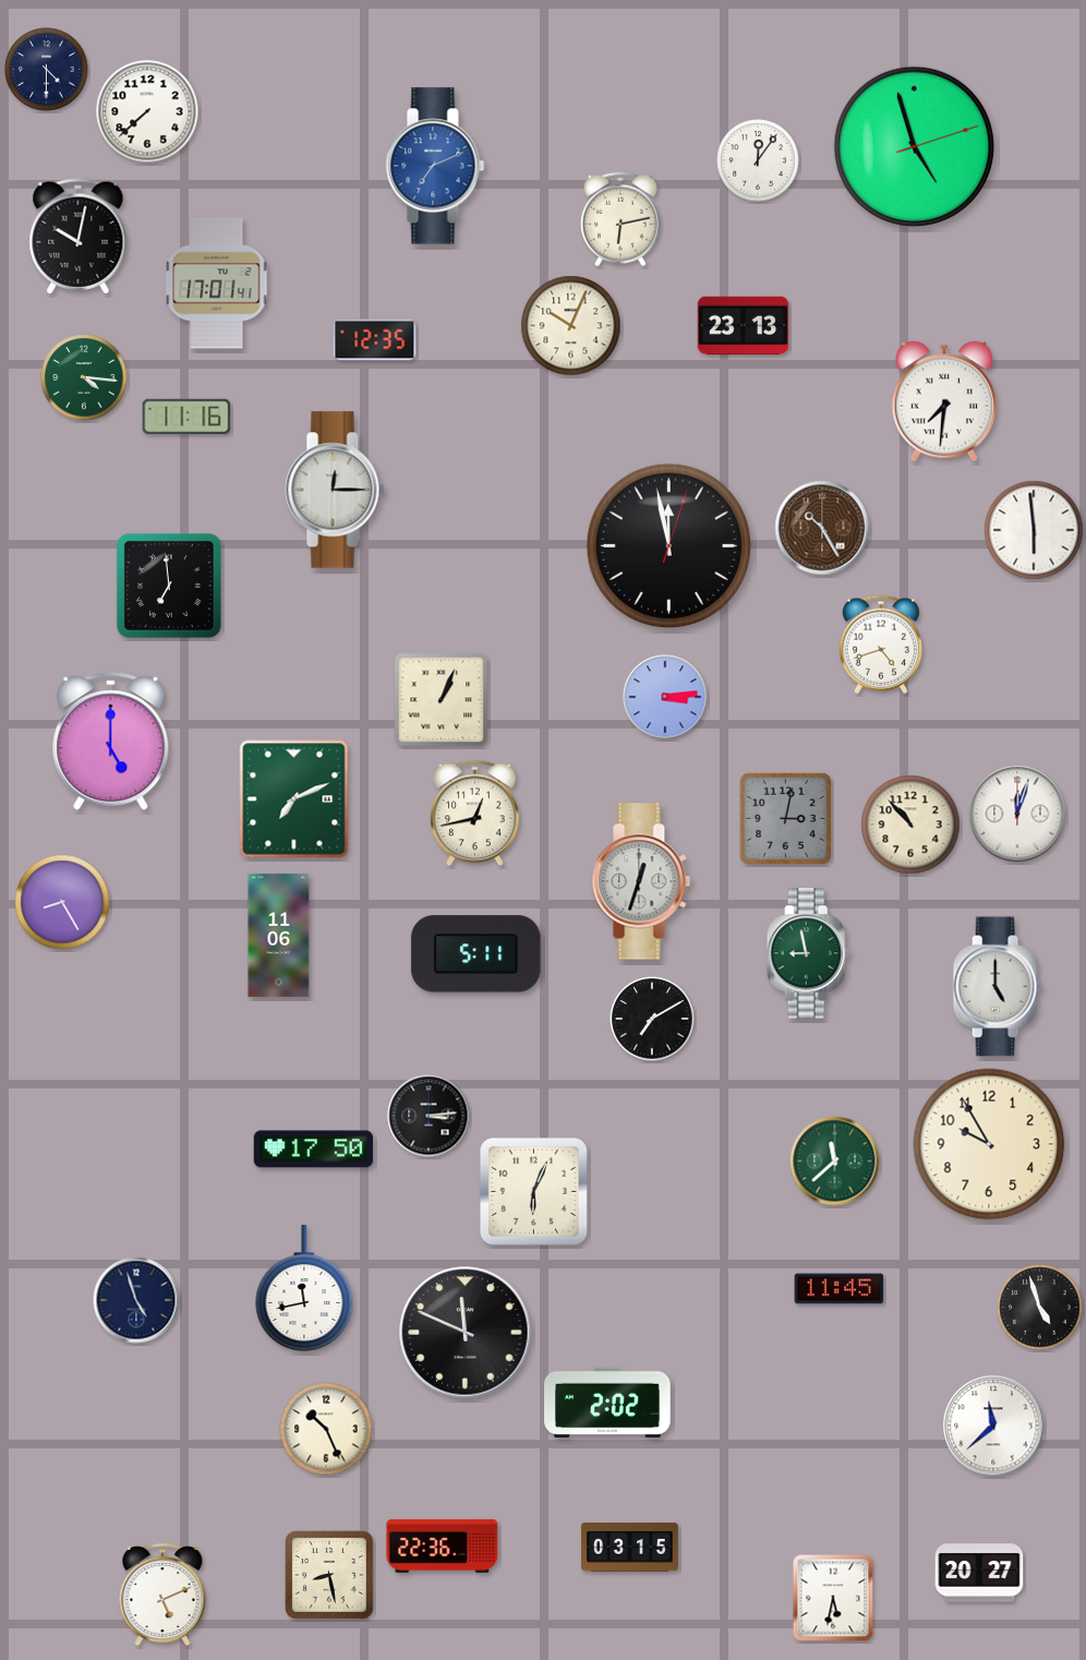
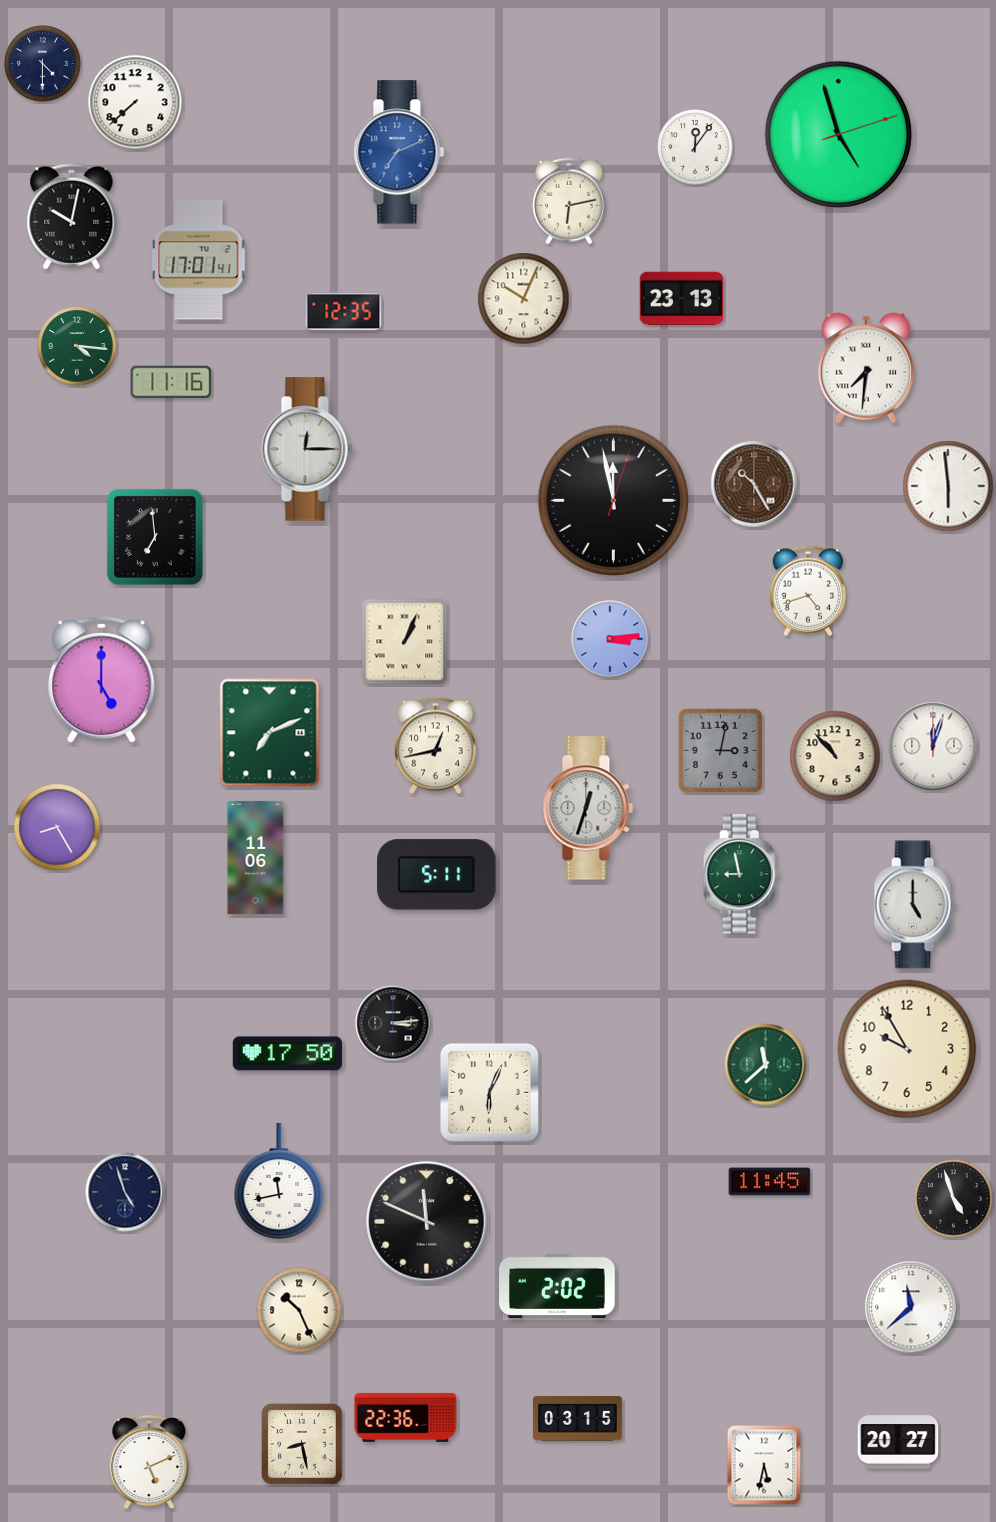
clock at (652, 1019): 7:10 -> none
